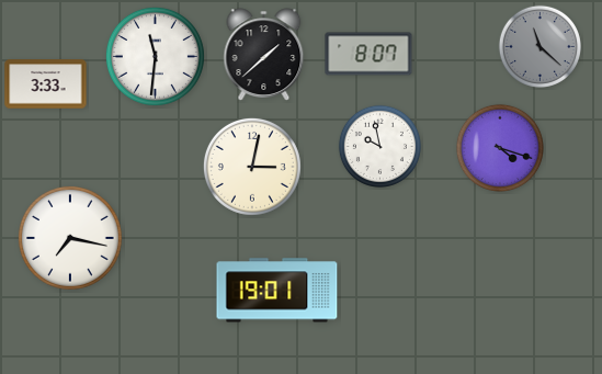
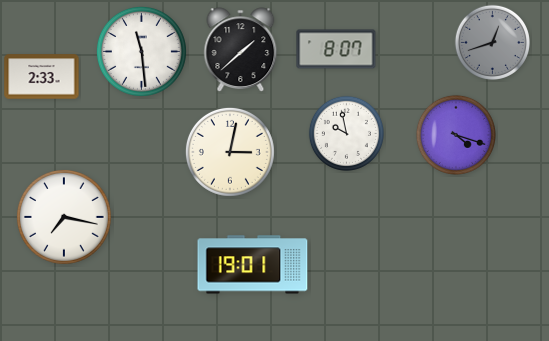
clock at (539, 46): 11:22 -> 12:42
clock at (155, 56): 11:31 -> 11:29
clock at (46, 84): 3:33 -> 2:33
